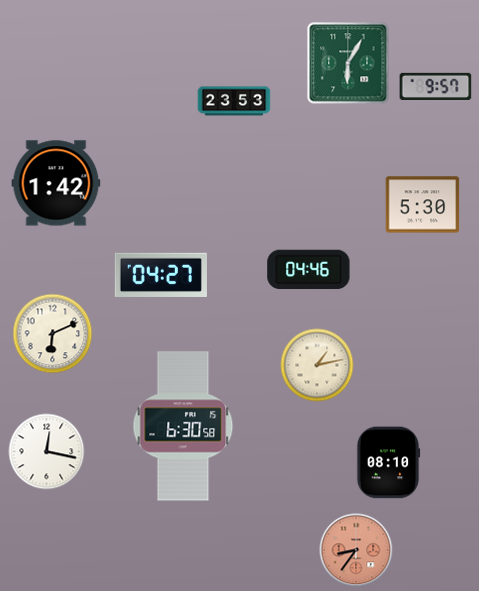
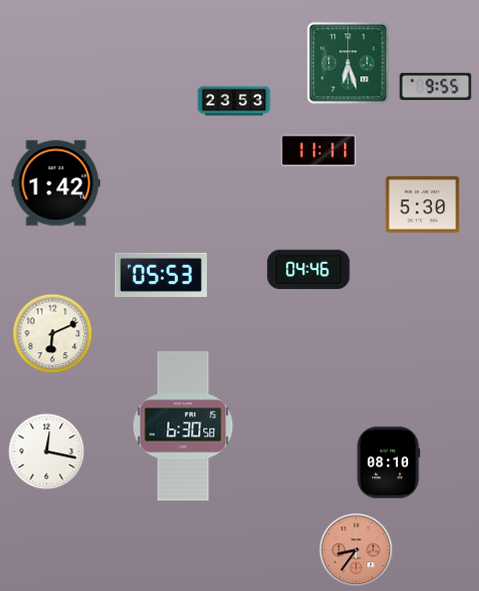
clock at (348, 63): 6:05 -> 6:27
clock at (436, 86): 9:57 -> 9:55
clock at (318, 151): none -> 11:11
clock at (161, 274): 04:27 -> 05:53
clock at (317, 365): 1:13 -> none
